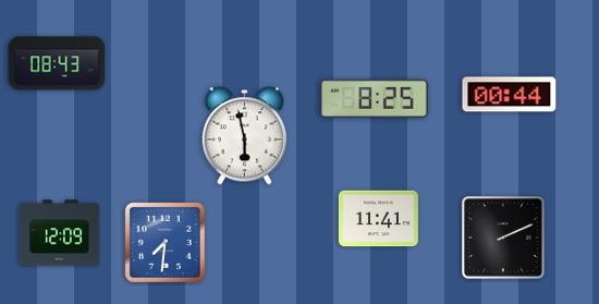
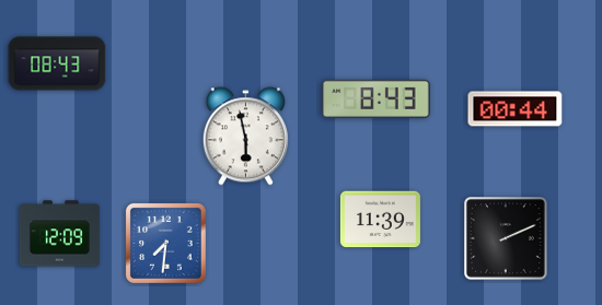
clock at (510, 95) position: (510, 95) -> (516, 109)
clock at (375, 98): 8:25 -> 8:43
clock at (378, 219): 11:41 -> 11:39
